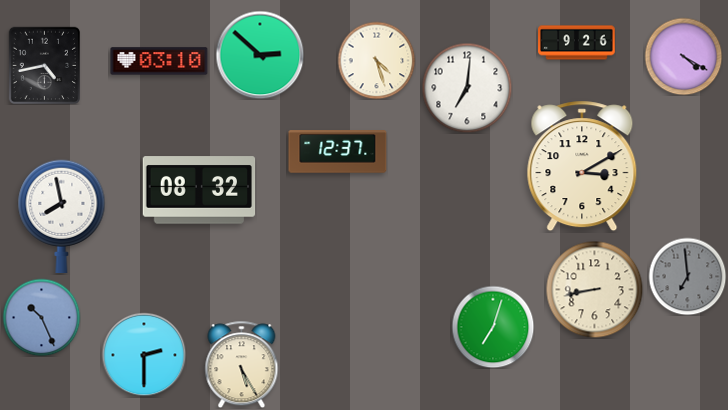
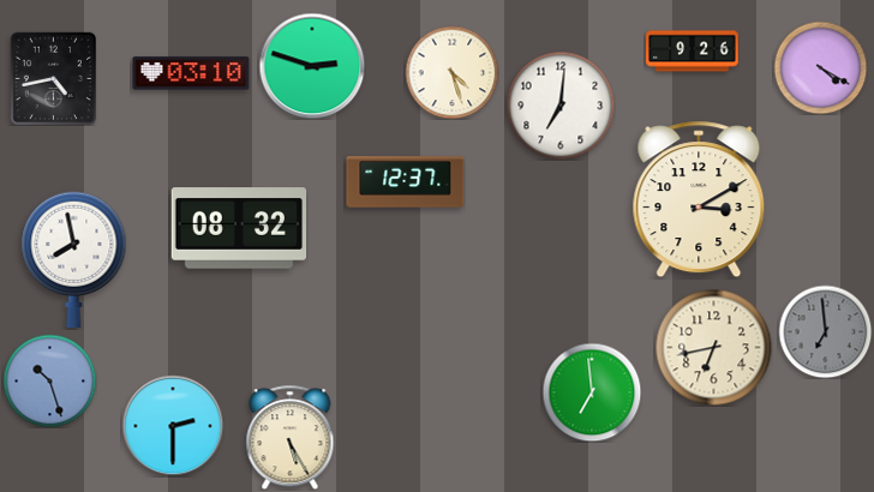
clock at (260, 55): 2:52 -> 2:48
clock at (594, 289): 8:43 -> 6:43
clock at (41, 317): 10:26 -> 10:27
clock at (493, 327): 7:03 -> 6:59
